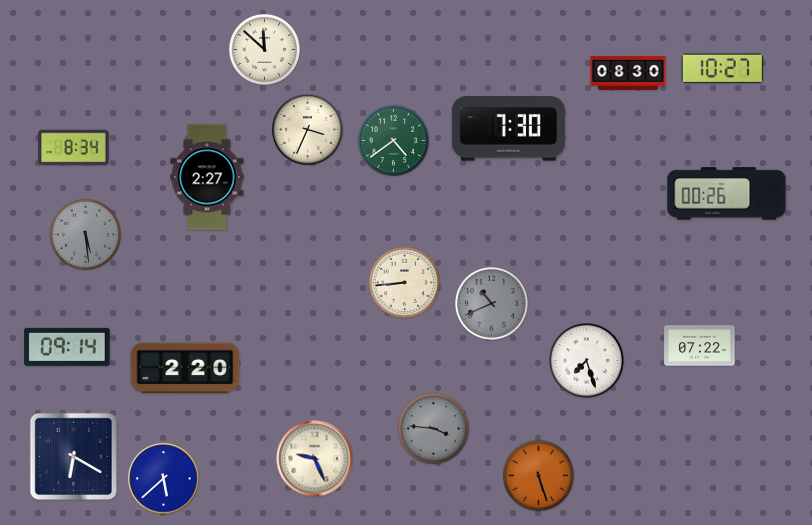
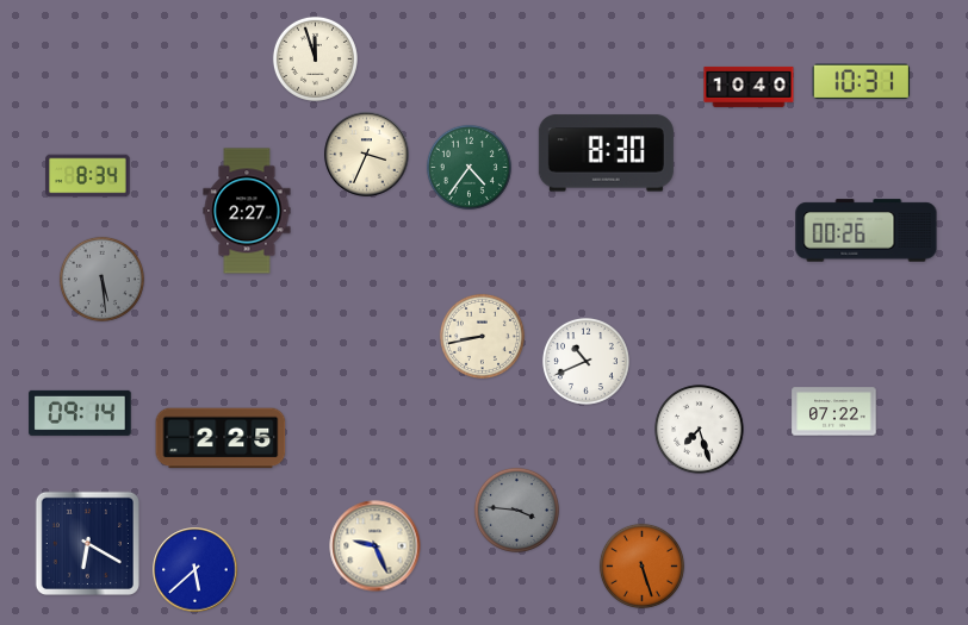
clock at (264, 49): 11:52 -> 11:57
clock at (722, 69): 10:27 -> 10:31
clock at (628, 73): 08:30 -> 10:40
clock at (508, 129): 7:30 -> 8:30
clock at (393, 140): 4:39 -> 4:36
clock at (404, 282): 8:44 -> 8:43
clock at (491, 303) dial: grey -> white
clock at (185, 368): 2:20 -> 2:25
